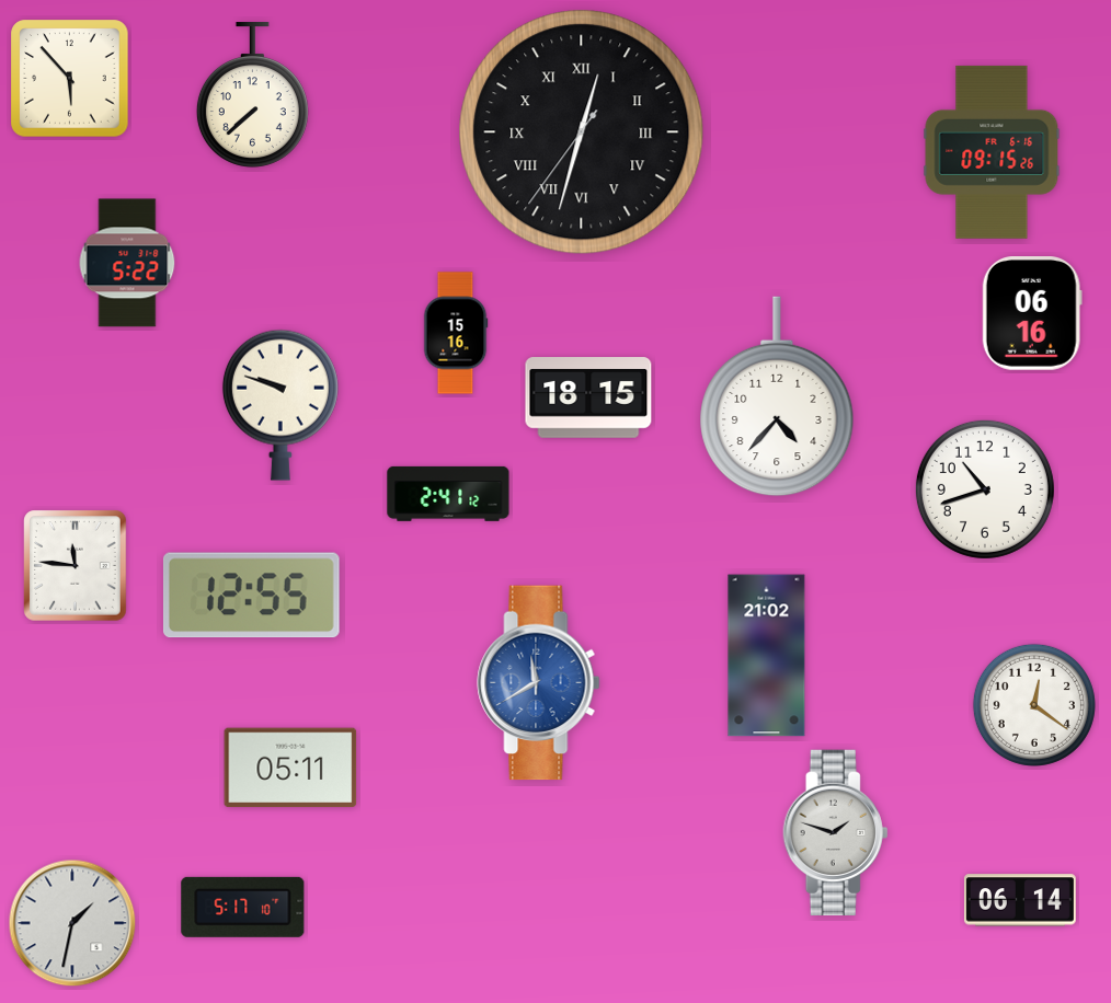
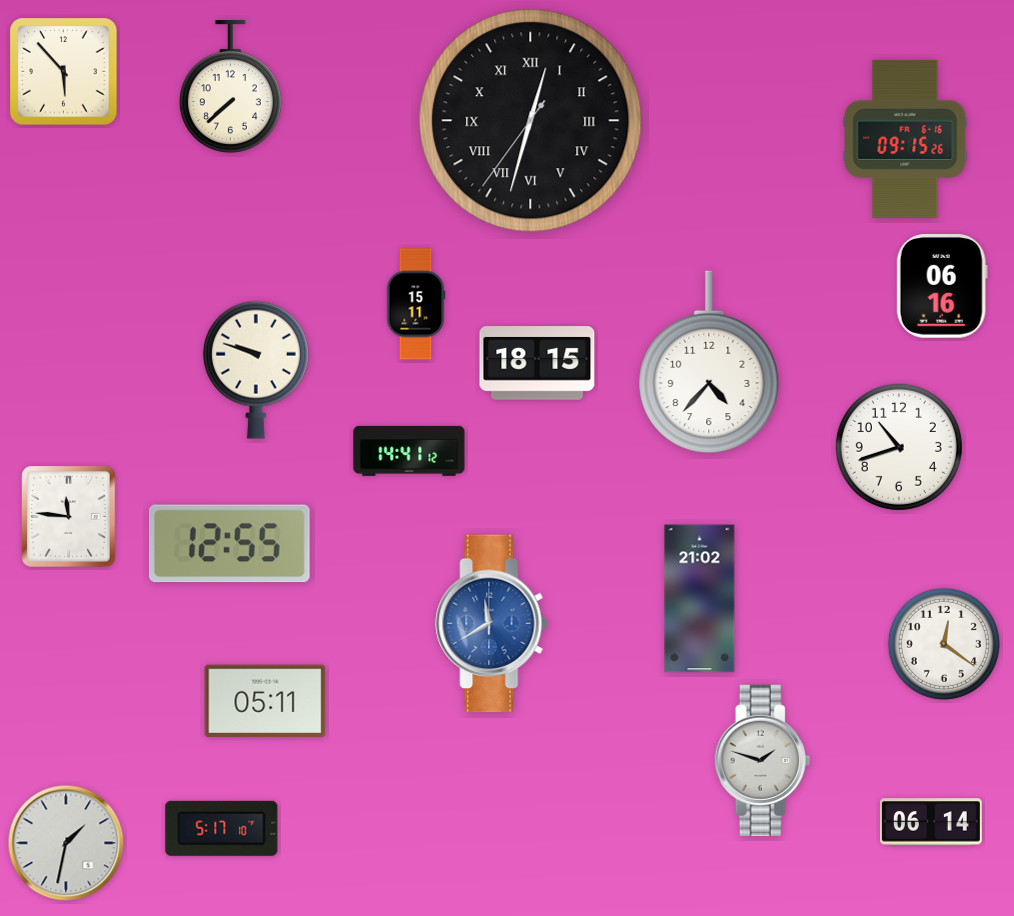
clock at (127, 263): 5:22 -> none
clock at (456, 333): 15:16 -> 15:11
clock at (448, 494): 2:41 -> 14:41
